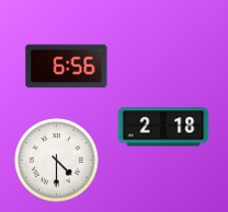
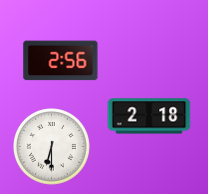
clock at (67, 67): 6:56 -> 2:56
clock at (57, 161): 4:30 -> 6:30
